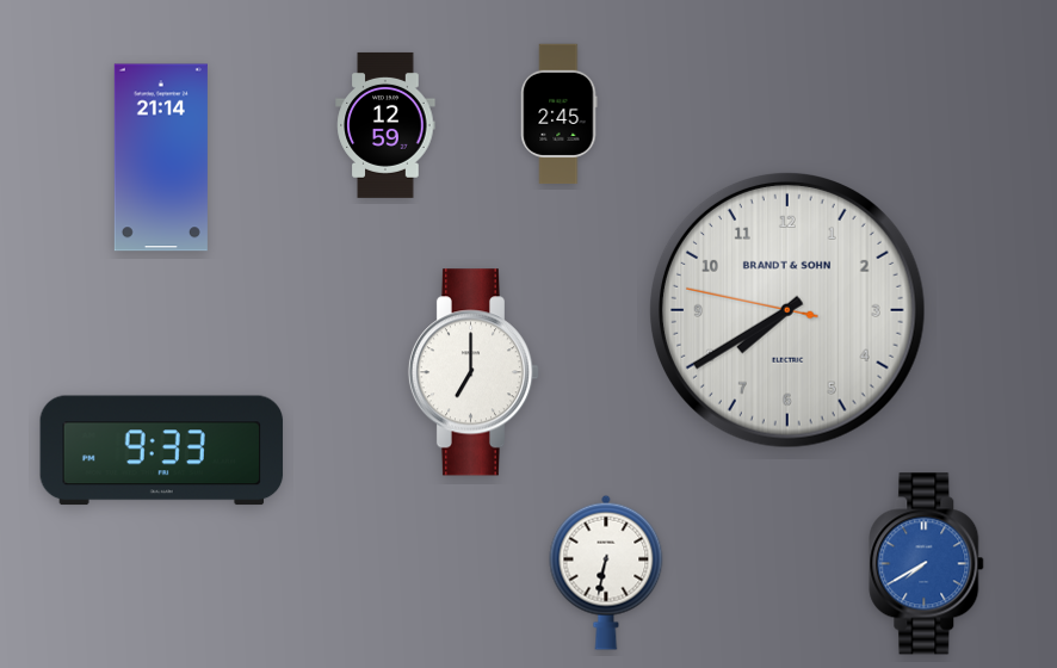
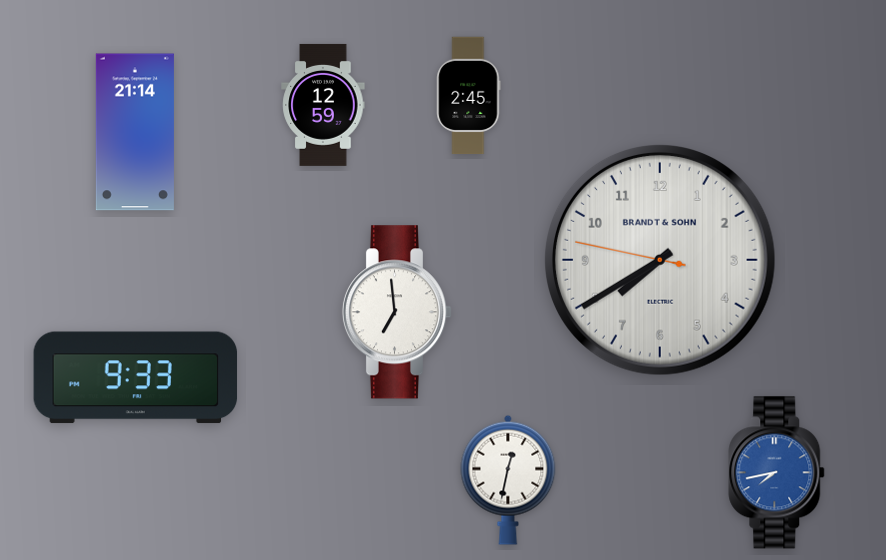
clock at (474, 372): 7:00 -> 6:59
clock at (927, 564): 7:40 -> 7:43
clock at (606, 573): 6:32 -> 12:32
